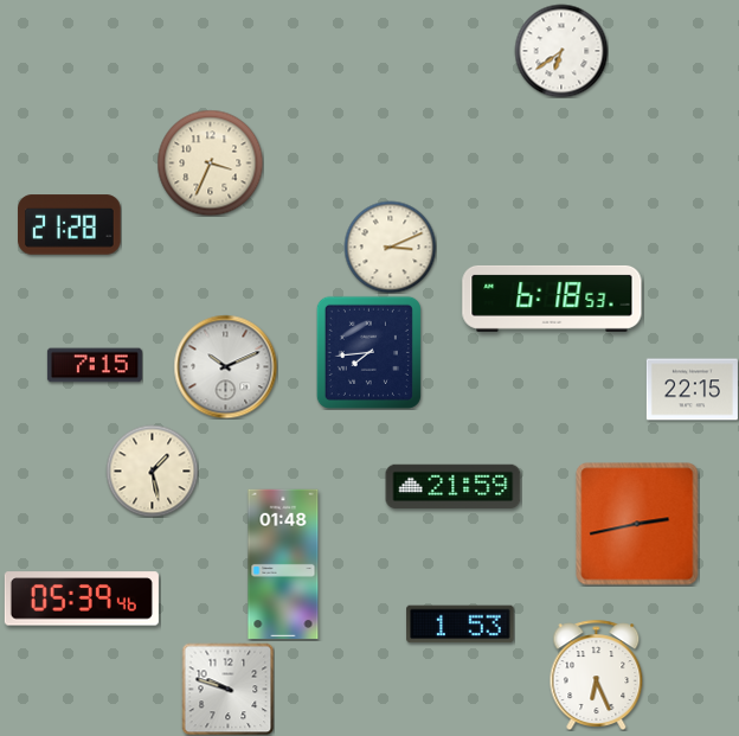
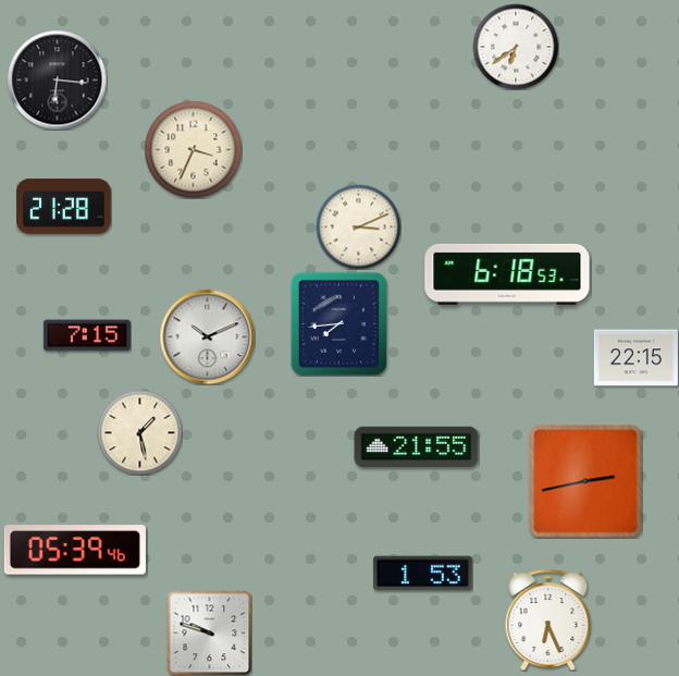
clock at (57, 79): none -> 6:16
clock at (454, 487): 21:59 -> 21:55
clock at (283, 563): 01:48 -> none
